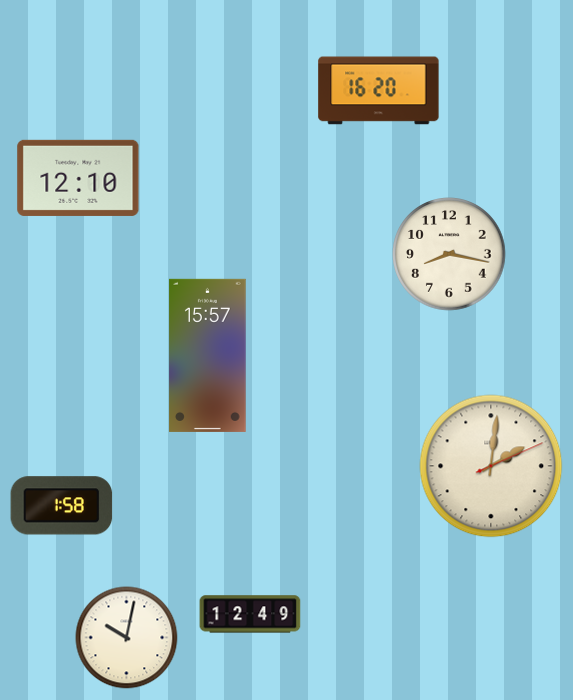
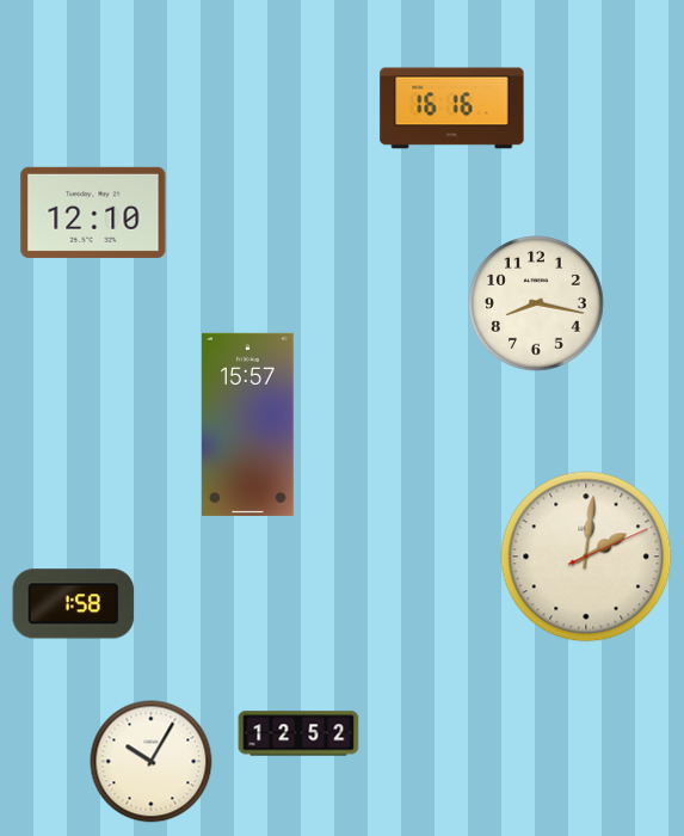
clock at (379, 91): 16:20 -> 16:16
clock at (250, 614): 12:49 -> 12:52
clock at (127, 638): 10:02 -> 10:05
